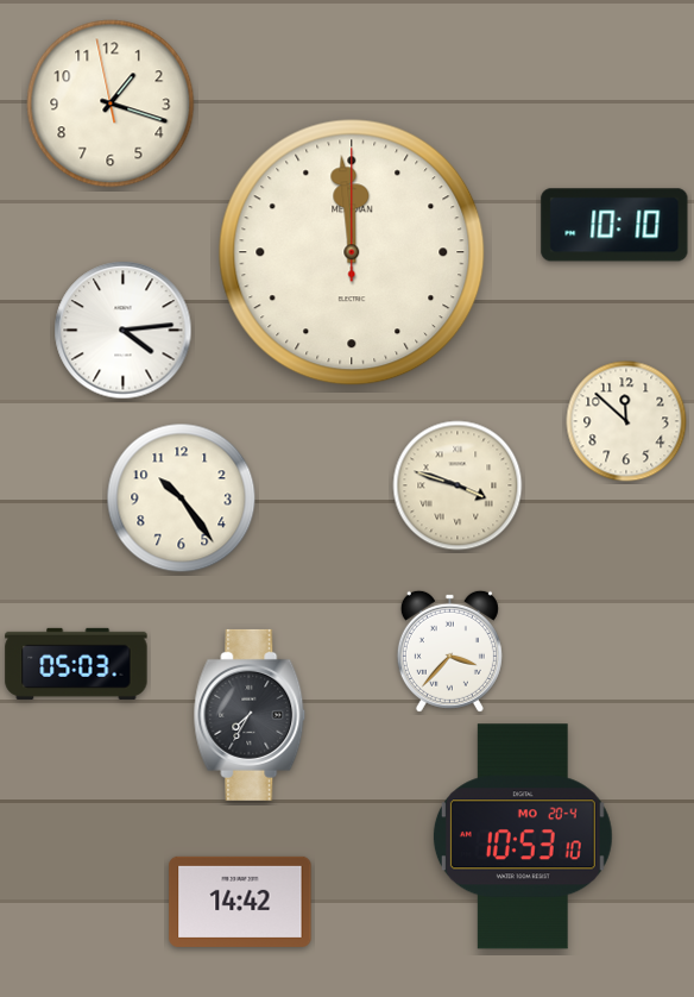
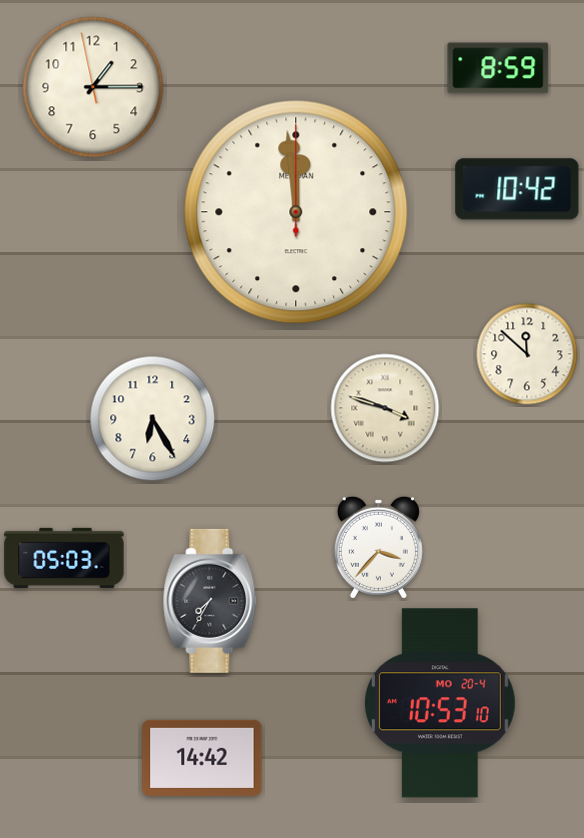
clock at (498, 68): none -> 8:59
clock at (111, 104): 1:17 -> 1:14
clock at (614, 225): 10:10 -> 10:42
clock at (124, 331): 4:14 -> none
clock at (182, 498): 10:24 -> 6:25
